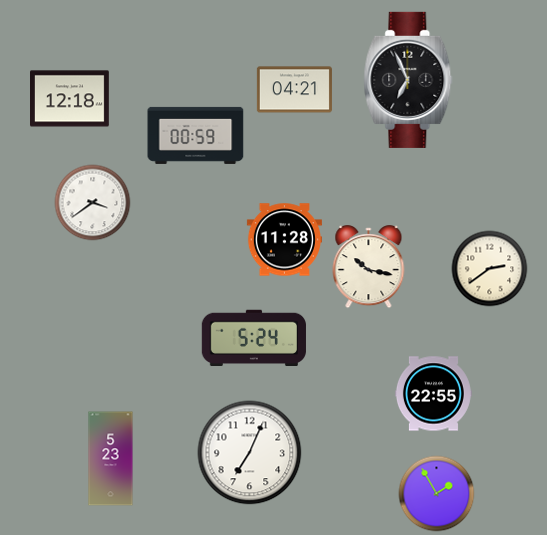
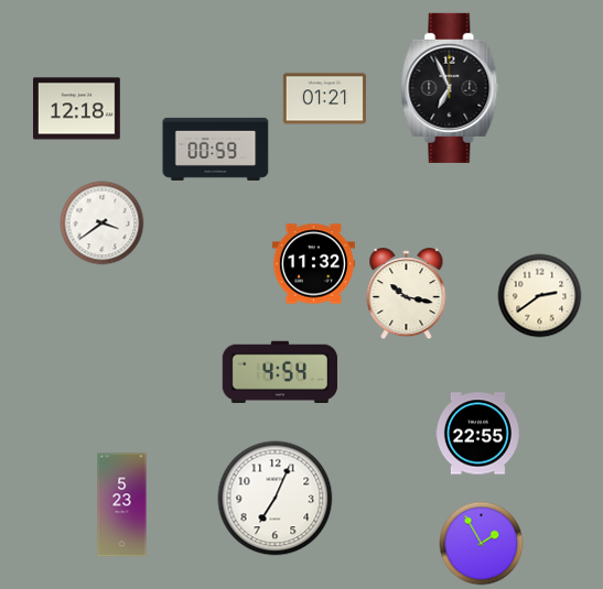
clock at (294, 90): 04:21 -> 01:21
clock at (284, 240): 11:28 -> 11:32
clock at (254, 337): 5:24 -> 4:54
